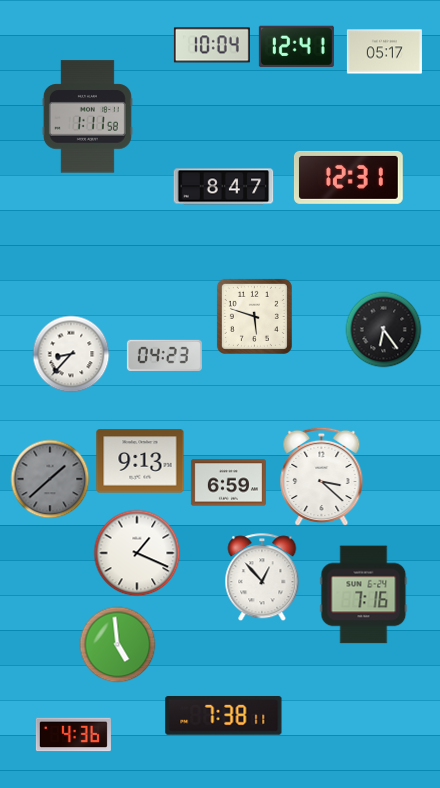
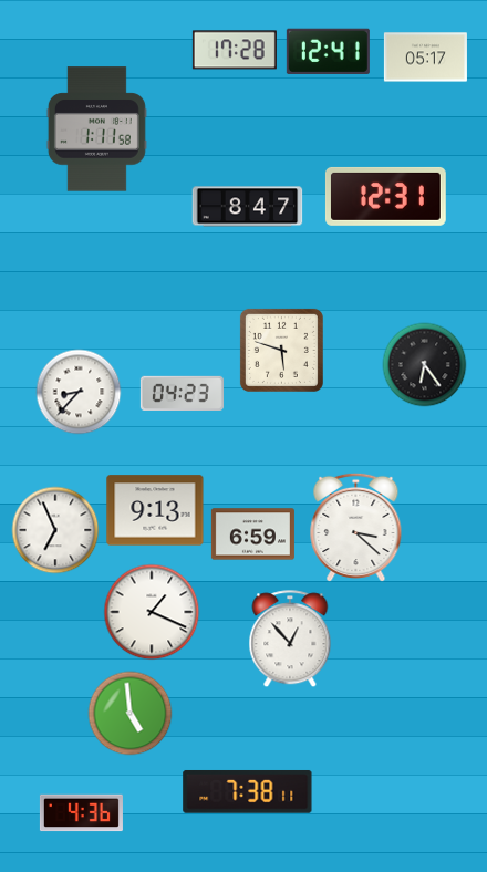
clock at (212, 45): 10:04 -> 17:28
clock at (50, 479): 1:38 -> 6:56
clock at (50, 479) dial: grey -> white
clock at (364, 595): 7:16 -> none
